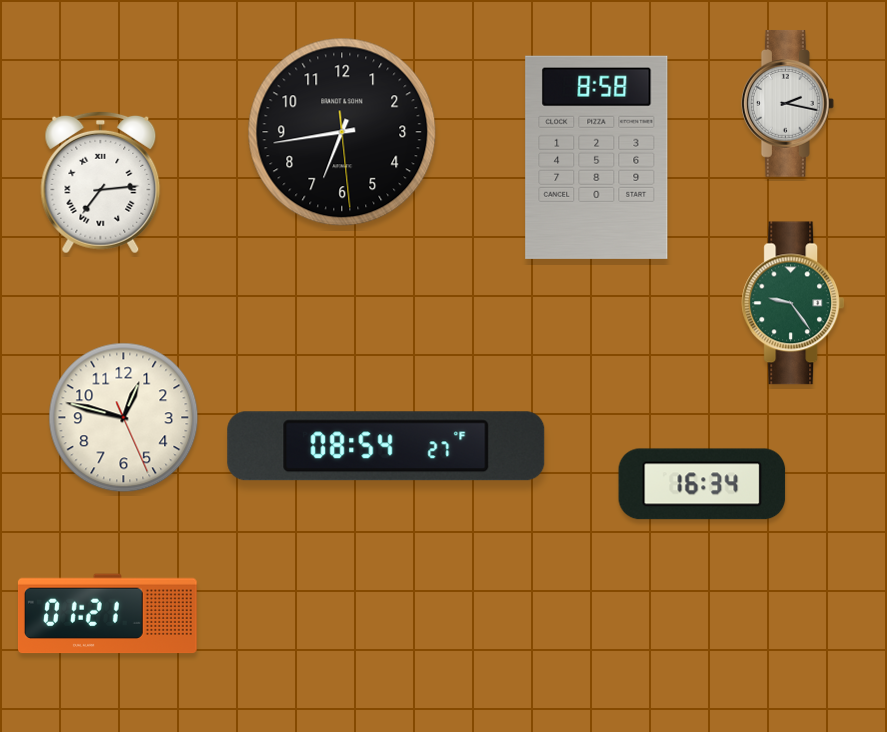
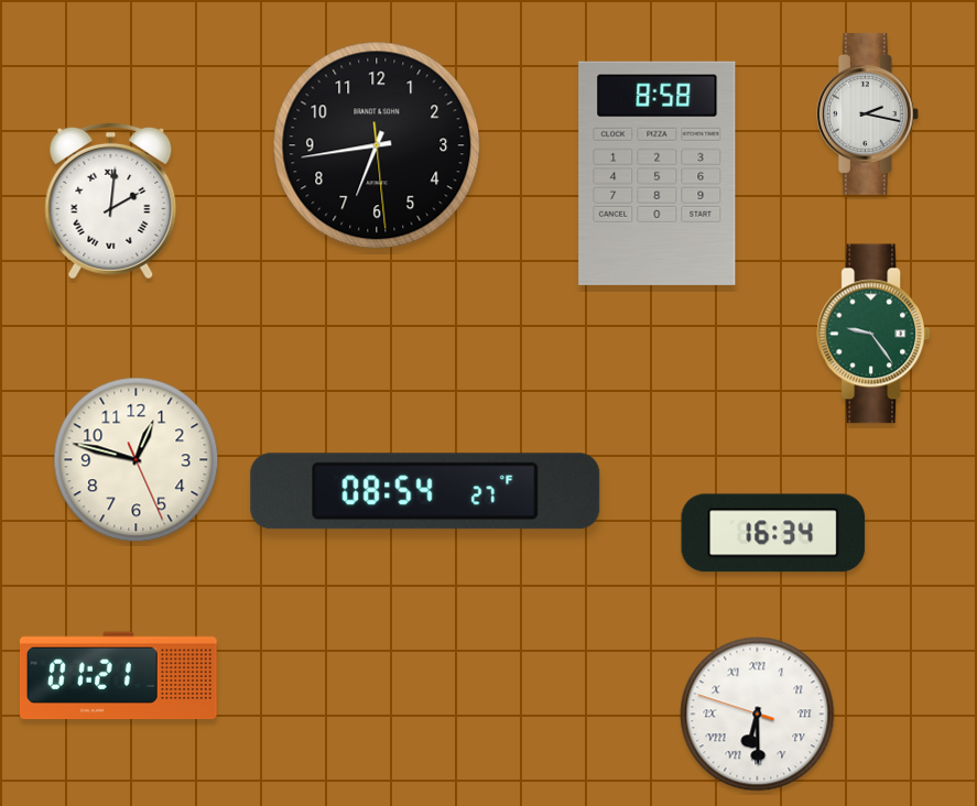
clock at (101, 182): 7:14 -> 2:01
clock at (758, 715): none -> 6:29
